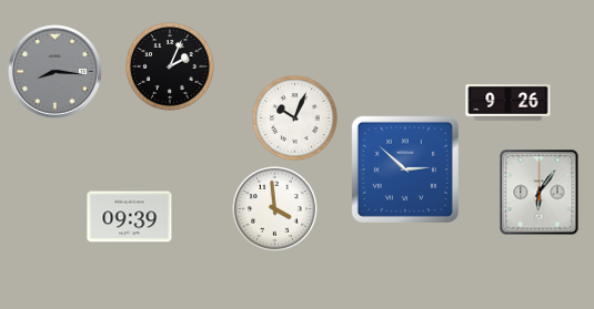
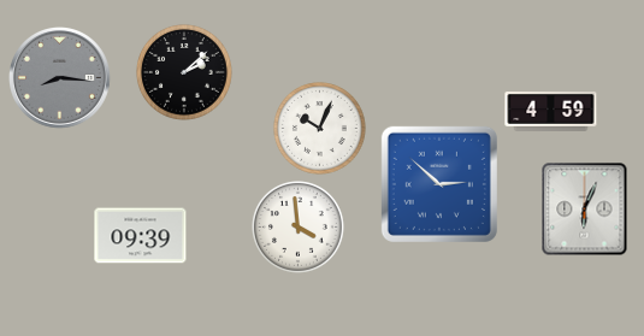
clock at (170, 66): 2:04 -> 2:08
clock at (509, 103): 9:26 -> 4:59
clock at (540, 193): 6:06 -> 6:04
